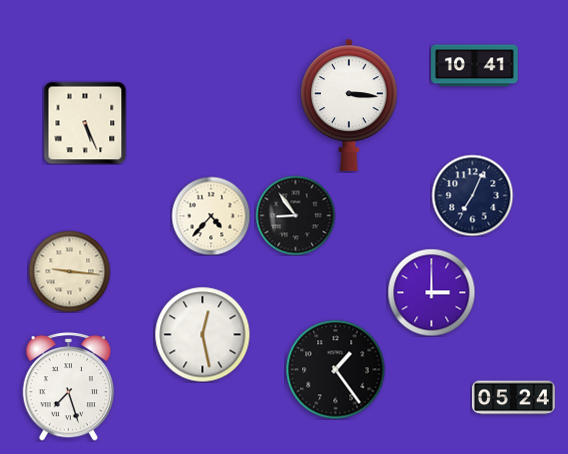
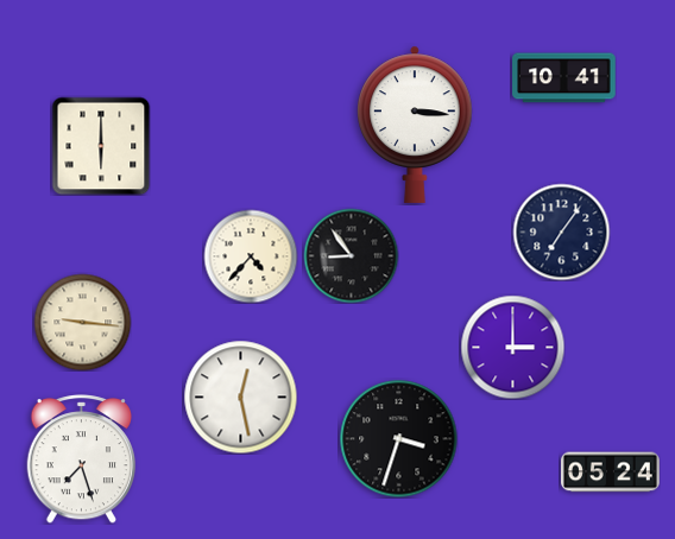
clock at (85, 123): 5:26 -> 6:00
clock at (472, 195): 7:04 -> 7:06
clock at (336, 370): 1:24 -> 3:33
